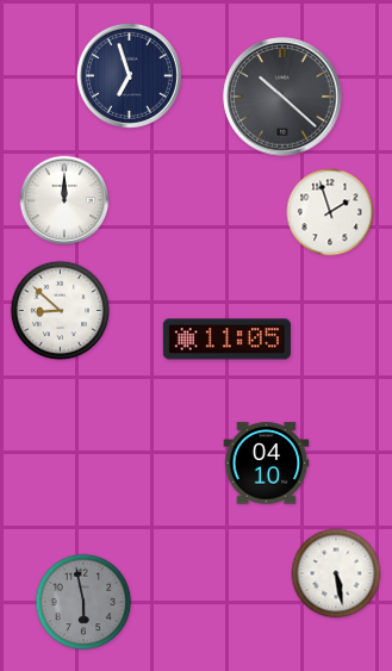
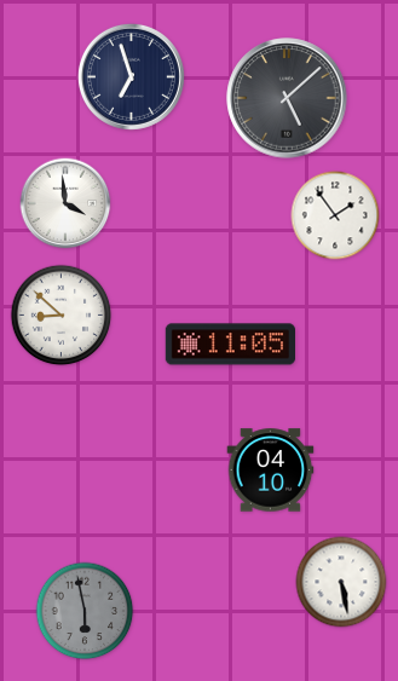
clock at (282, 97): 10:22 -> 5:08
clock at (64, 200): 12:00 -> 3:59
clock at (330, 212): 1:57 -> 1:54
